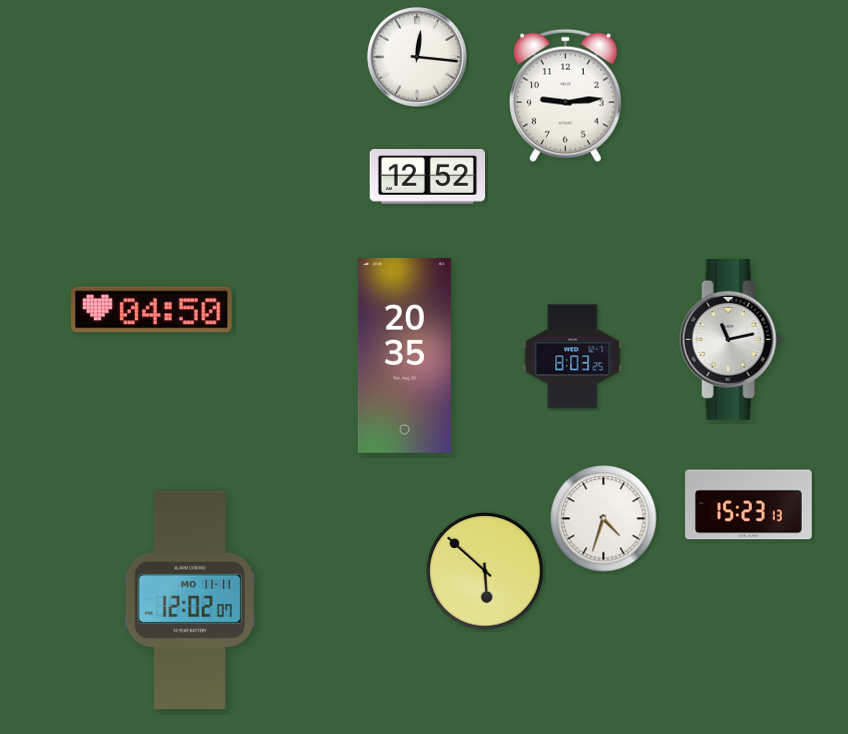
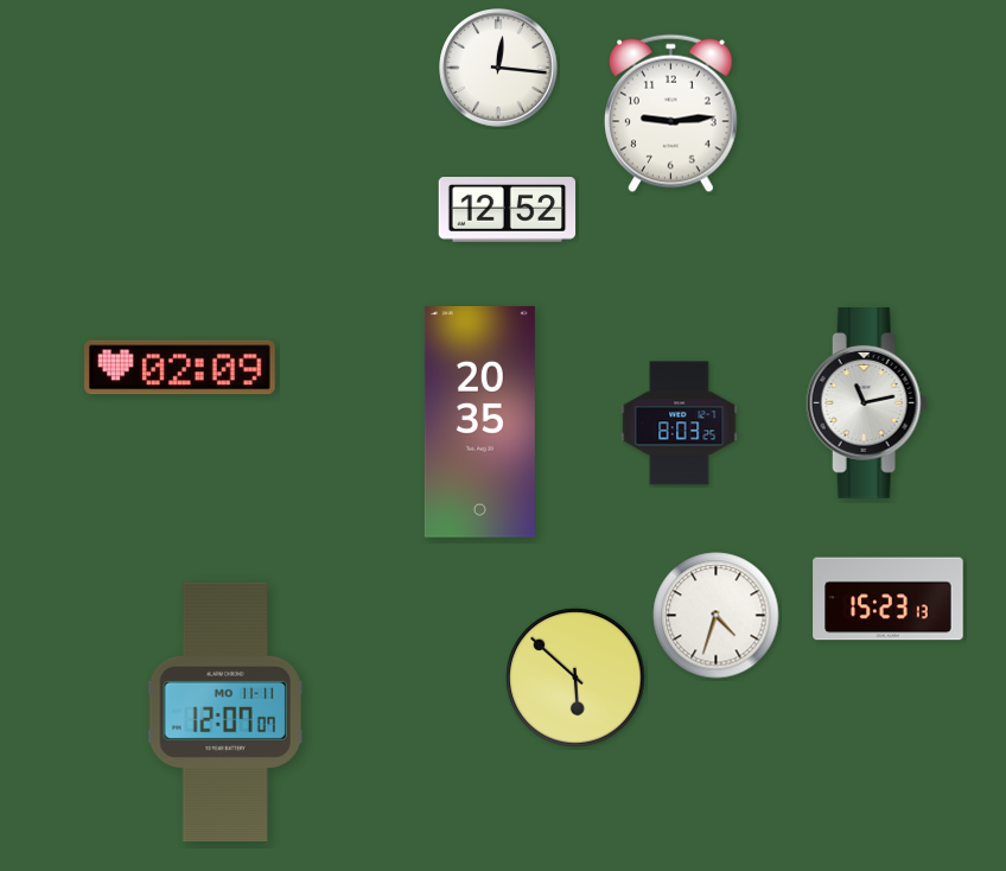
clock at (417, 57) position: (417, 57) -> (498, 68)
clock at (152, 310): 04:50 -> 02:09
clock at (190, 600): 12:02 -> 12:07
